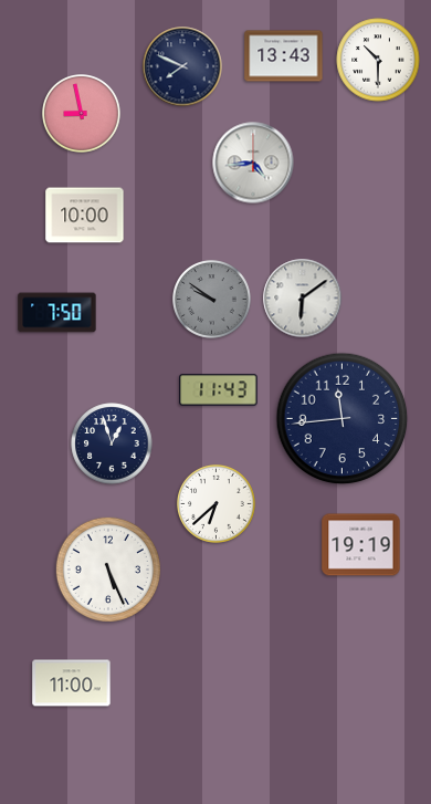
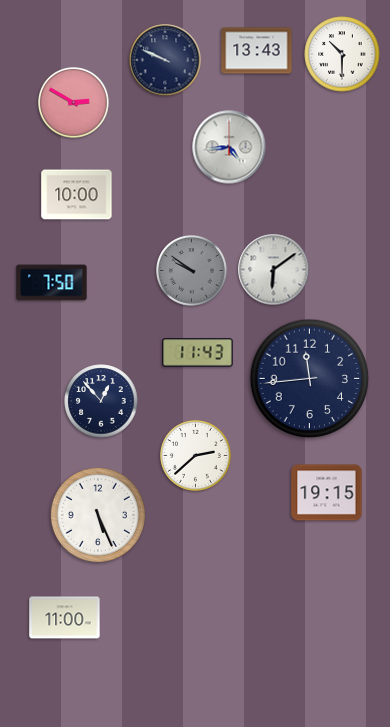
clock at (182, 66): 7:49 -> 9:49
clock at (82, 114): 8:58 -> 2:50
clock at (112, 443): 12:57 -> 12:53
clock at (217, 504): 6:38 -> 2:38
clock at (361, 545): 19:19 -> 19:15
